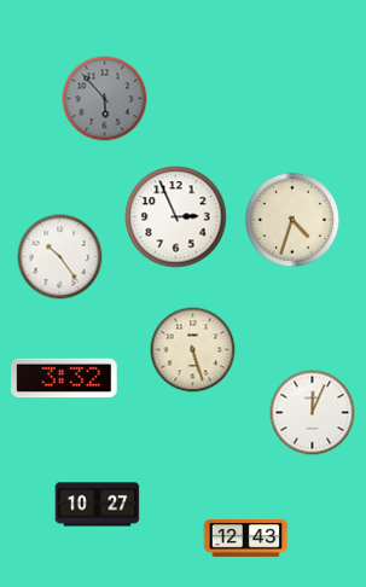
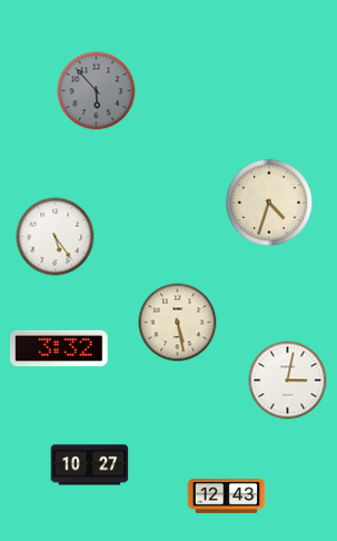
clock at (176, 217): 2:56 -> none
clock at (60, 257): 10:24 -> 5:24
clock at (193, 350): 5:27 -> 5:28
clock at (313, 413): 12:04 -> 3:02
